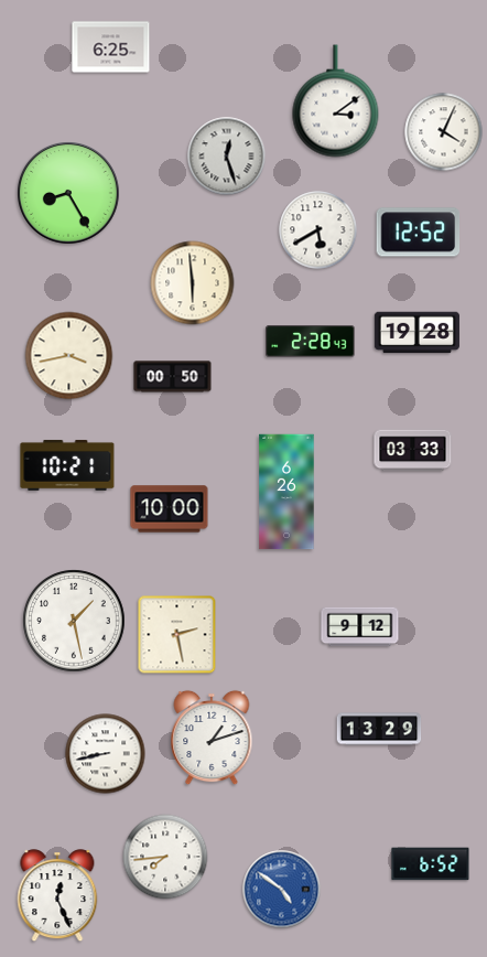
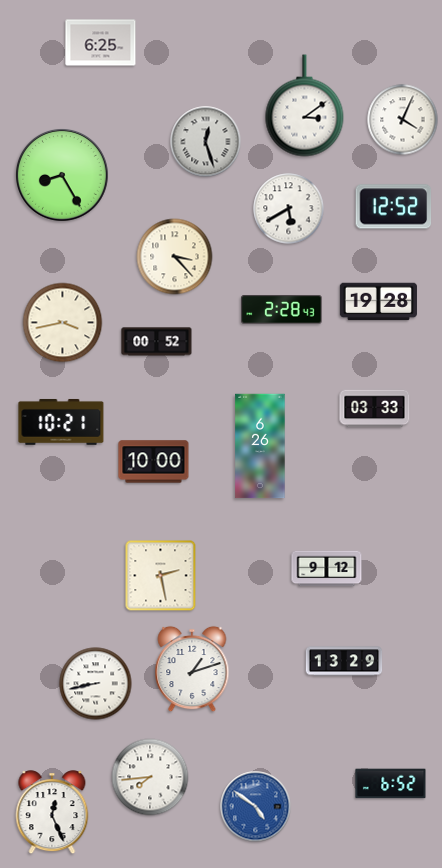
clock at (336, 101) position: (336, 101) -> (305, 106)
clock at (419, 233) position: (419, 233) -> (394, 207)
clock at (193, 283): 5:59 -> 3:23
clock at (173, 377): 00:50 -> 00:52
clock at (74, 621): 1:28 -> none
